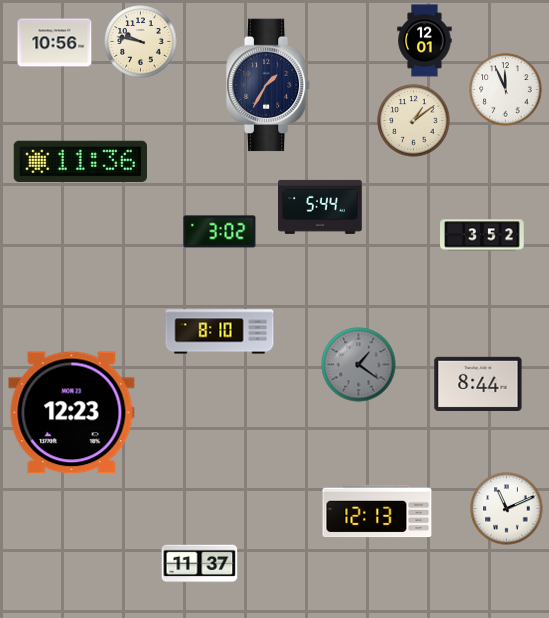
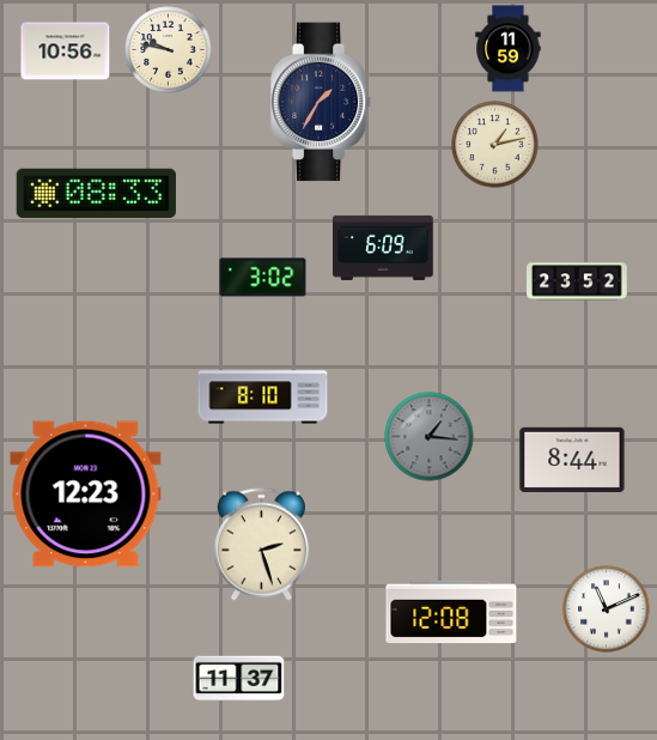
clock at (425, 41): 12:01 -> 11:59
clock at (506, 90): 11:56 -> none
clock at (414, 121): 1:09 -> 1:13
clock at (80, 161): 11:36 -> 08:33
clock at (320, 207): 5:44 -> 6:09
clock at (482, 235): 3:52 -> 23:52
clock at (359, 365): 1:21 -> 1:16
clock at (261, 545): none -> 2:27
clock at (377, 511): 12:13 -> 12:08
clock at (200, 564) position: (200, 564) -> (239, 679)
